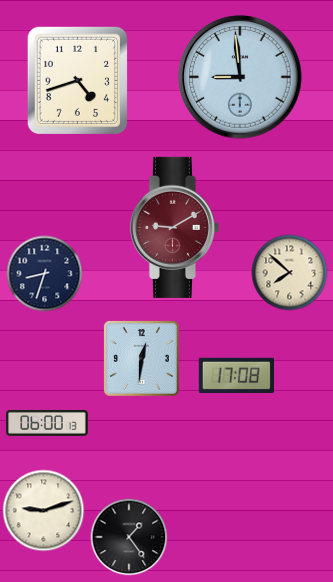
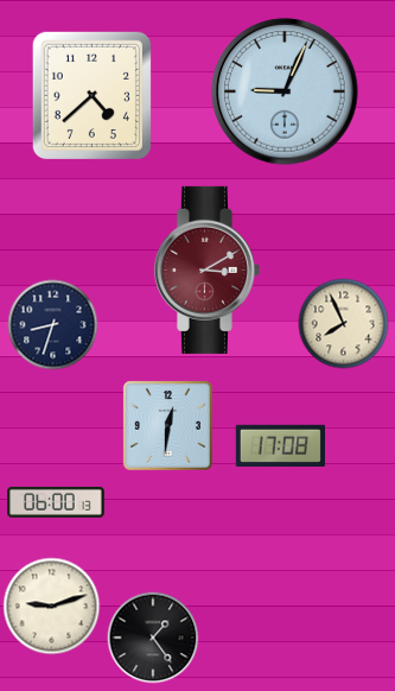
clock at (240, 77): 8:59 -> 9:04
clock at (77, 80): 4:42 -> 4:38
clock at (174, 227): 9:10 -> 3:10
clock at (290, 273): 7:52 -> 7:56
